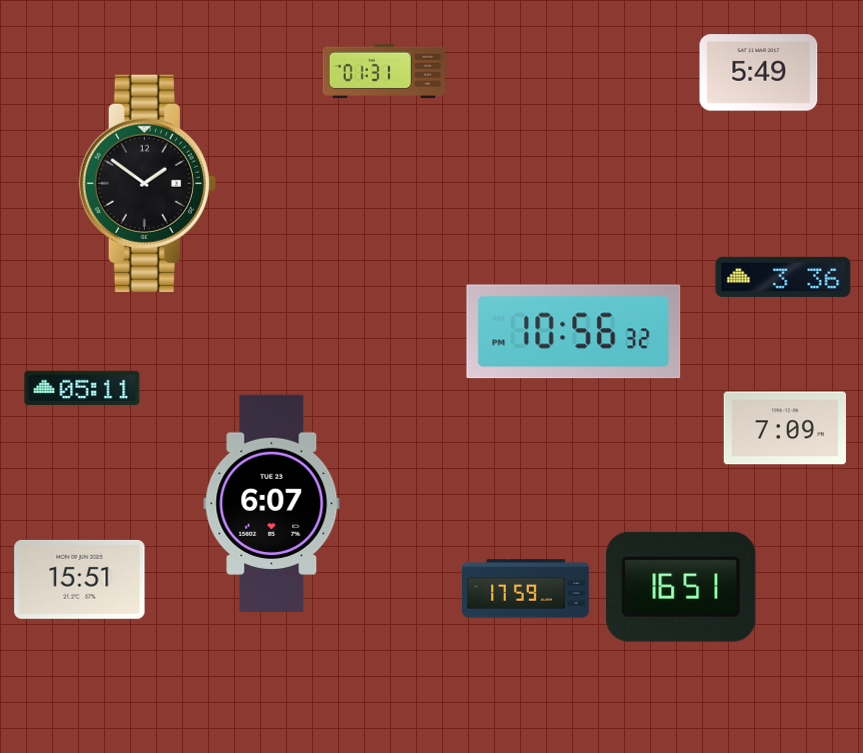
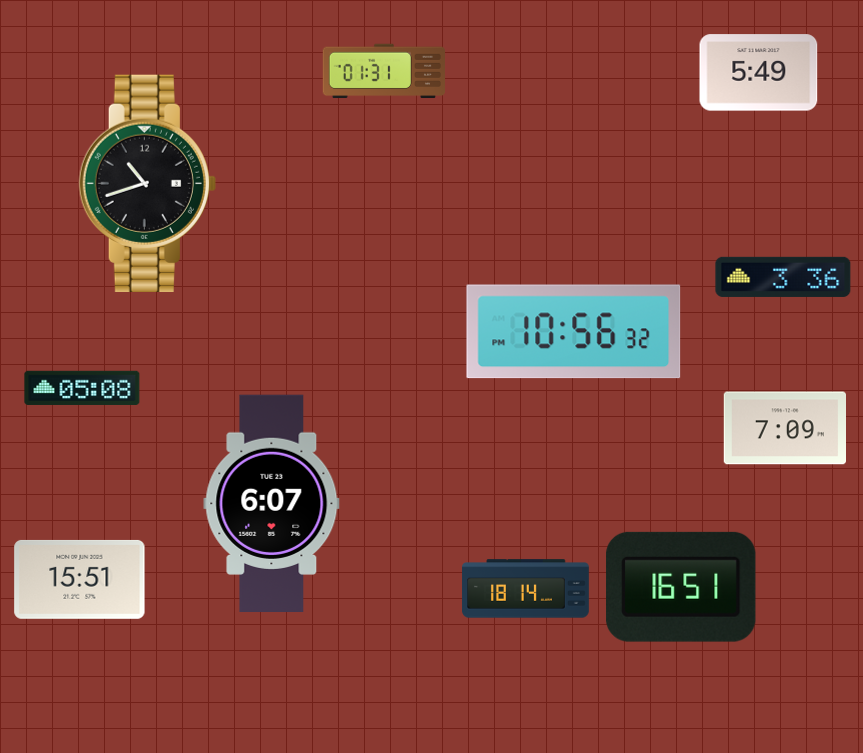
clock at (147, 183): 1:51 -> 10:42
clock at (82, 388): 05:11 -> 05:08
clock at (526, 589): 17:59 -> 18:14
